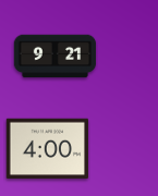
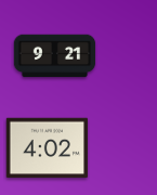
clock at (48, 149): 4:00 -> 4:02
